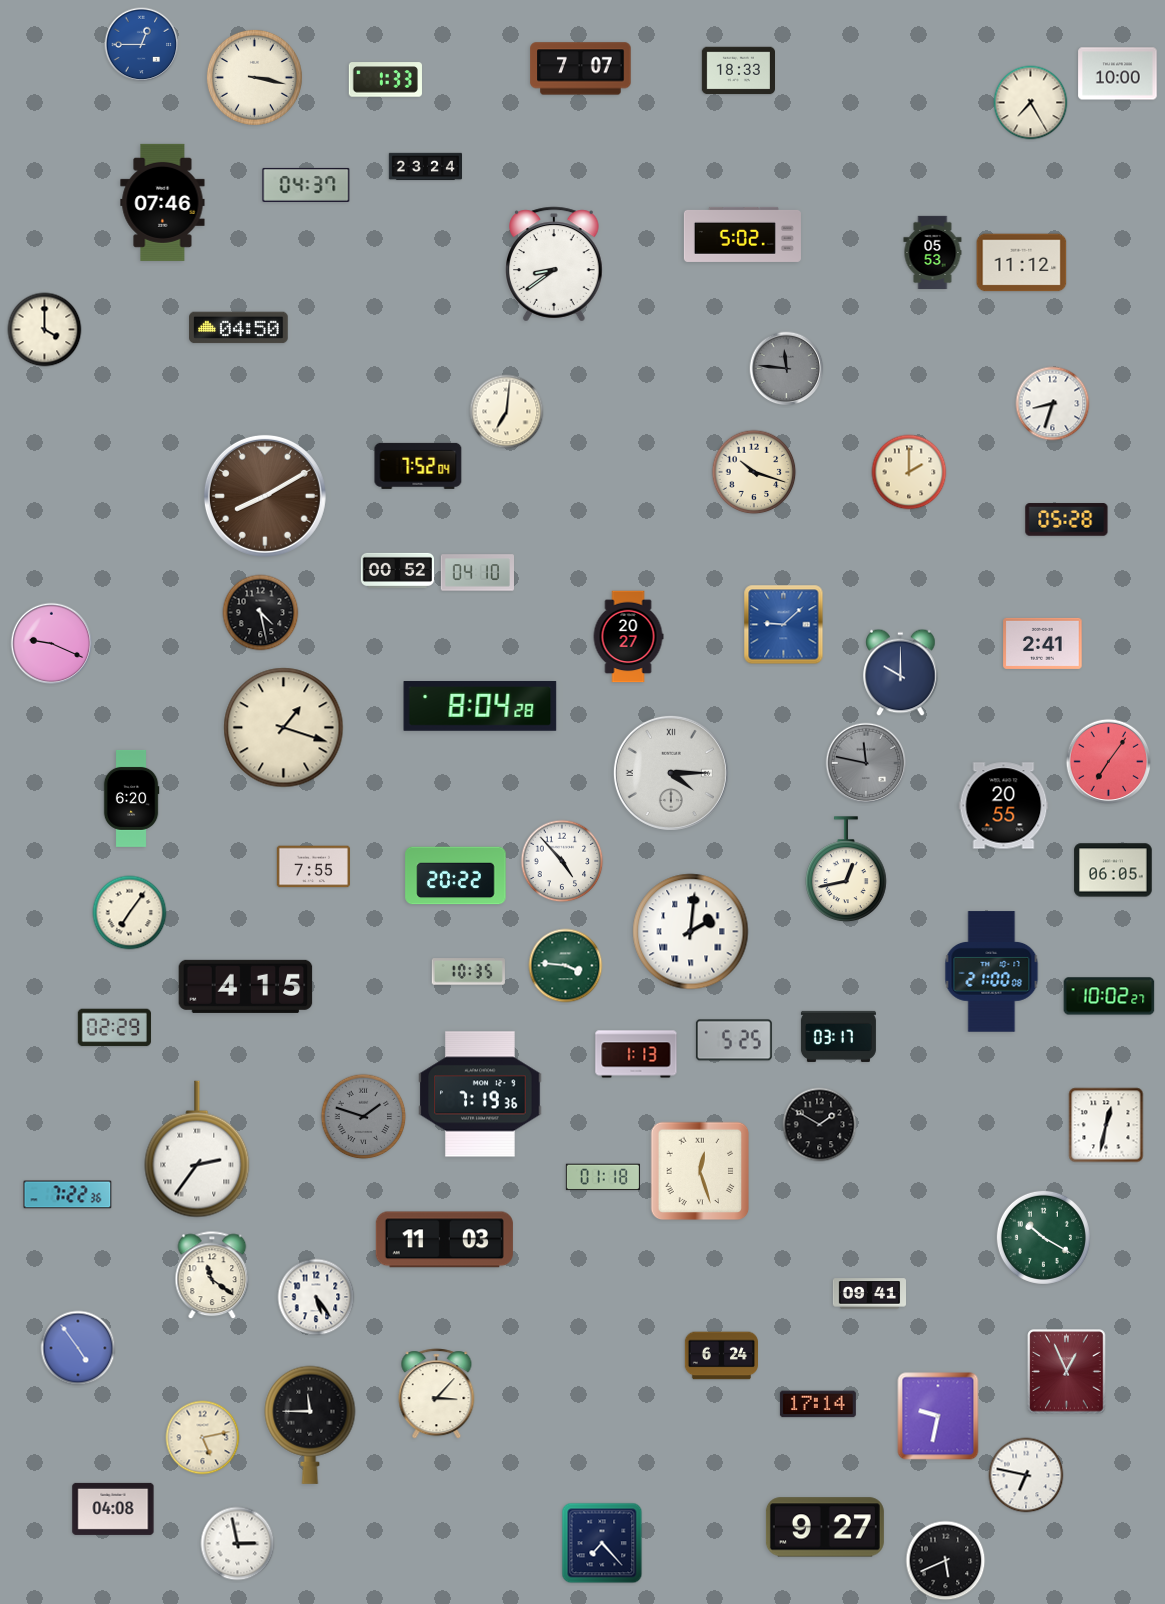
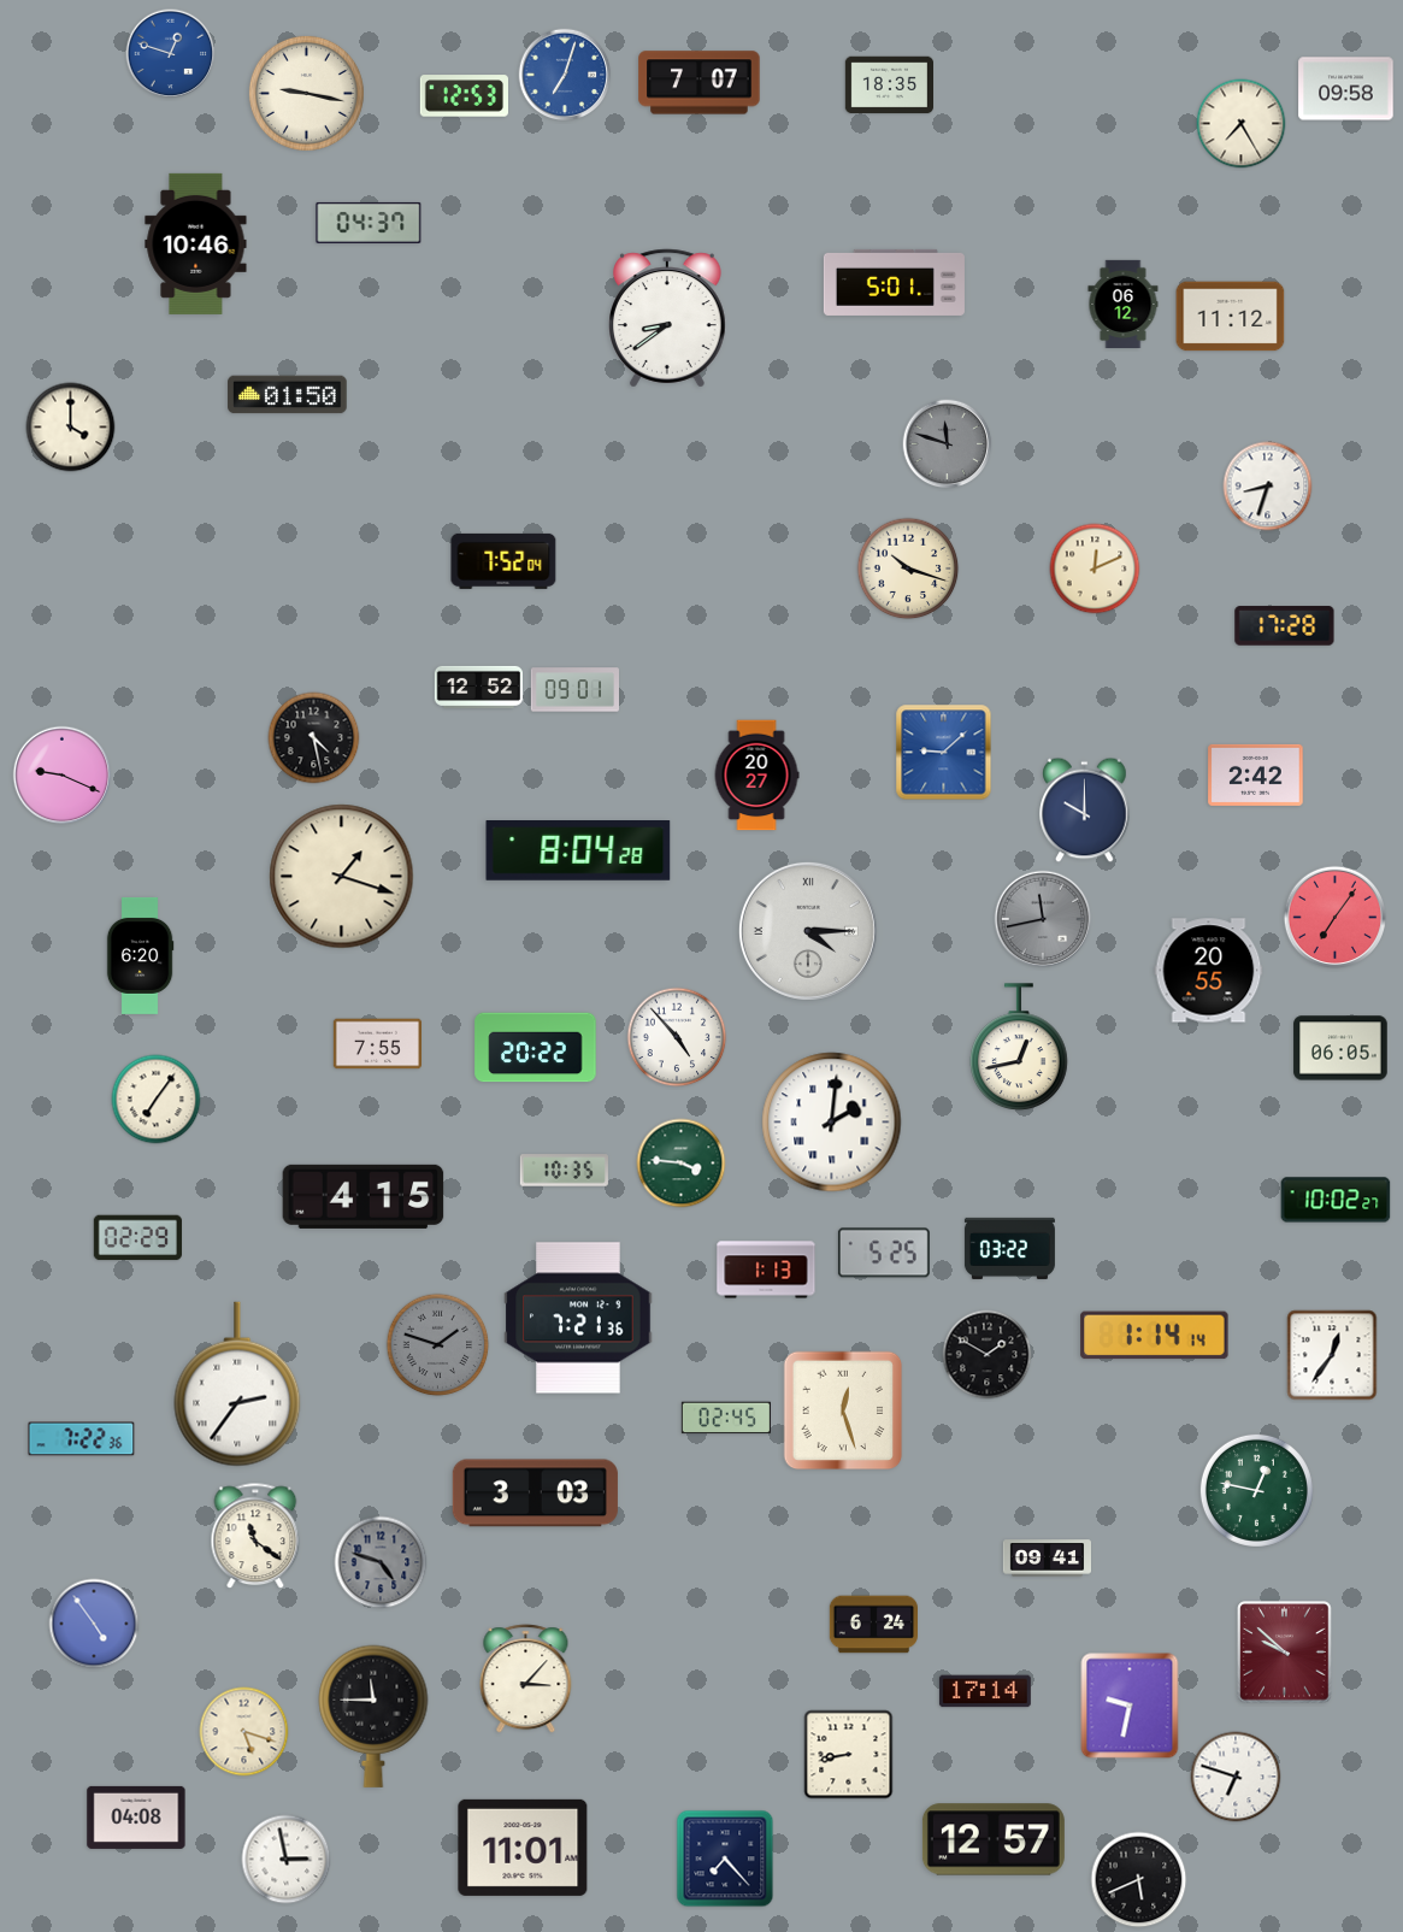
clock at (142, 45): 12:45 -> 12:48
clock at (565, 75): none -> 7:03
clock at (738, 71): 18:33 -> 18:35
clock at (1118, 74): 10:00 -> 09:58
clock at (254, 77): 3:17 -> 9:17
clock at (385, 80): 1:33 -> 12:53
clock at (425, 167): 23:24 -> none
clock at (163, 202): 07:46 -> 10:46
clock at (742, 234): 5:02 -> 5:01
clock at (933, 252): 05:53 -> 06:12
clock at (239, 328): 04:50 -> 01:50
clock at (45, 330) position: (45, 330) -> (71, 428)
clock at (787, 369): 11:46 -> 11:48
clock at (507, 412): 7:01 -> none
clock at (909, 472): 2:00 -> 12:11
clock at (265, 496): 8:10 -> none
clock at (1067, 520): 05:28 -> 17:28
clock at (397, 570): 00:52 -> 12:52
clock at (477, 573): 04:10 -> 09:01
clock at (628, 637) position: (628, 637) -> (756, 776)
clock at (1043, 643): 2:41 -> 2:42
clock at (866, 763): 11:47 -> 11:43
clock at (131, 798) position: (131, 798) -> (140, 955)
clock at (456, 876) position: (456, 876) -> (536, 1048)
clock at (992, 972): 21:00 -> none
clock at (246, 986) position: (246, 986) -> (364, 1196)
clock at (838, 1036): 03:17 -> 03:22
clock at (480, 1094): 7:19 -> 7:21
clock at (1155, 1336): none -> 1:14
clock at (1106, 1125): 12:32 -> 12:36
clock at (603, 1177): 01:18 -> 02:45
clock at (1043, 1237): 10:20 -> 12:47
clock at (444, 1240): 11:03 -> 3:03
clock at (316, 1297): 5:24 -> 4:48
clock at (316, 1297) dial: white -> grey
clock at (721, 1356) position: (721, 1356) -> (873, 1625)
clock at (1067, 1372): 12:56 -> 9:52
clock at (203, 1438): 5:13 -> 5:18
clock at (849, 1755): none -> 8:43
clock at (1026, 1475): 6:47 -> 6:48
clock at (825, 1527): 9:27 -> 12:57
clock at (523, 1848): none -> 11:01
